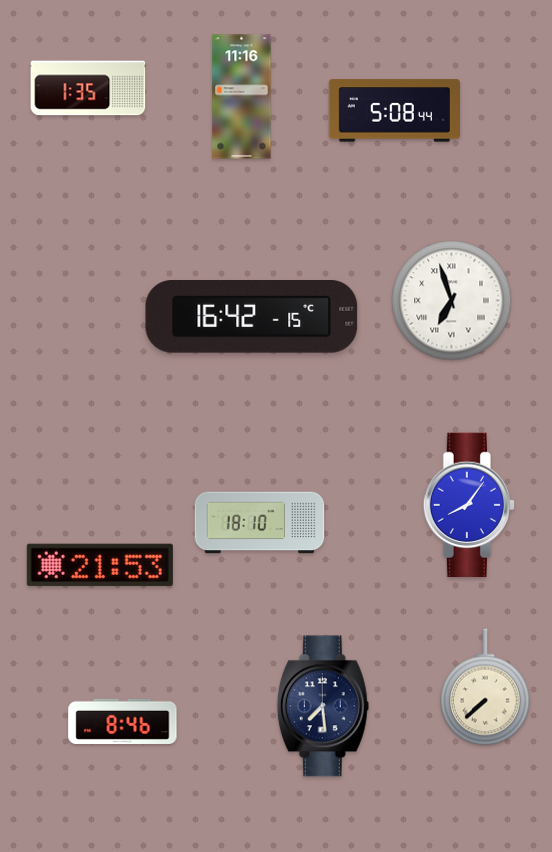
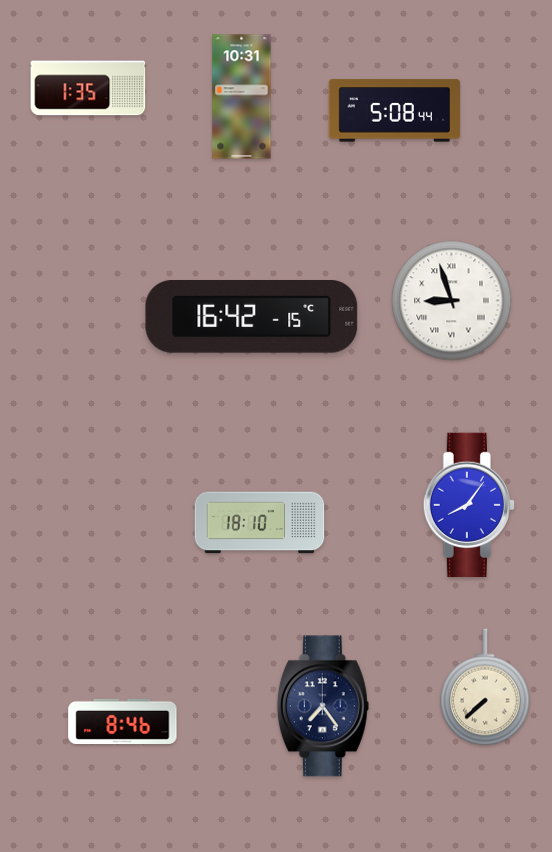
clock at (242, 97): 11:16 -> 10:31
clock at (452, 301): 6:57 -> 8:57
clock at (100, 565): 21:53 -> none
clock at (323, 706): 7:29 -> 7:24
